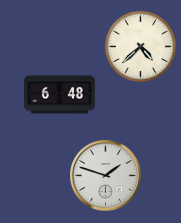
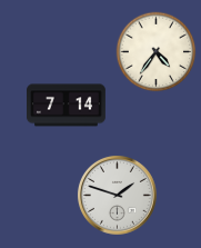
clock at (141, 47): 4:38 -> 4:36
clock at (60, 95): 6:48 -> 7:14
